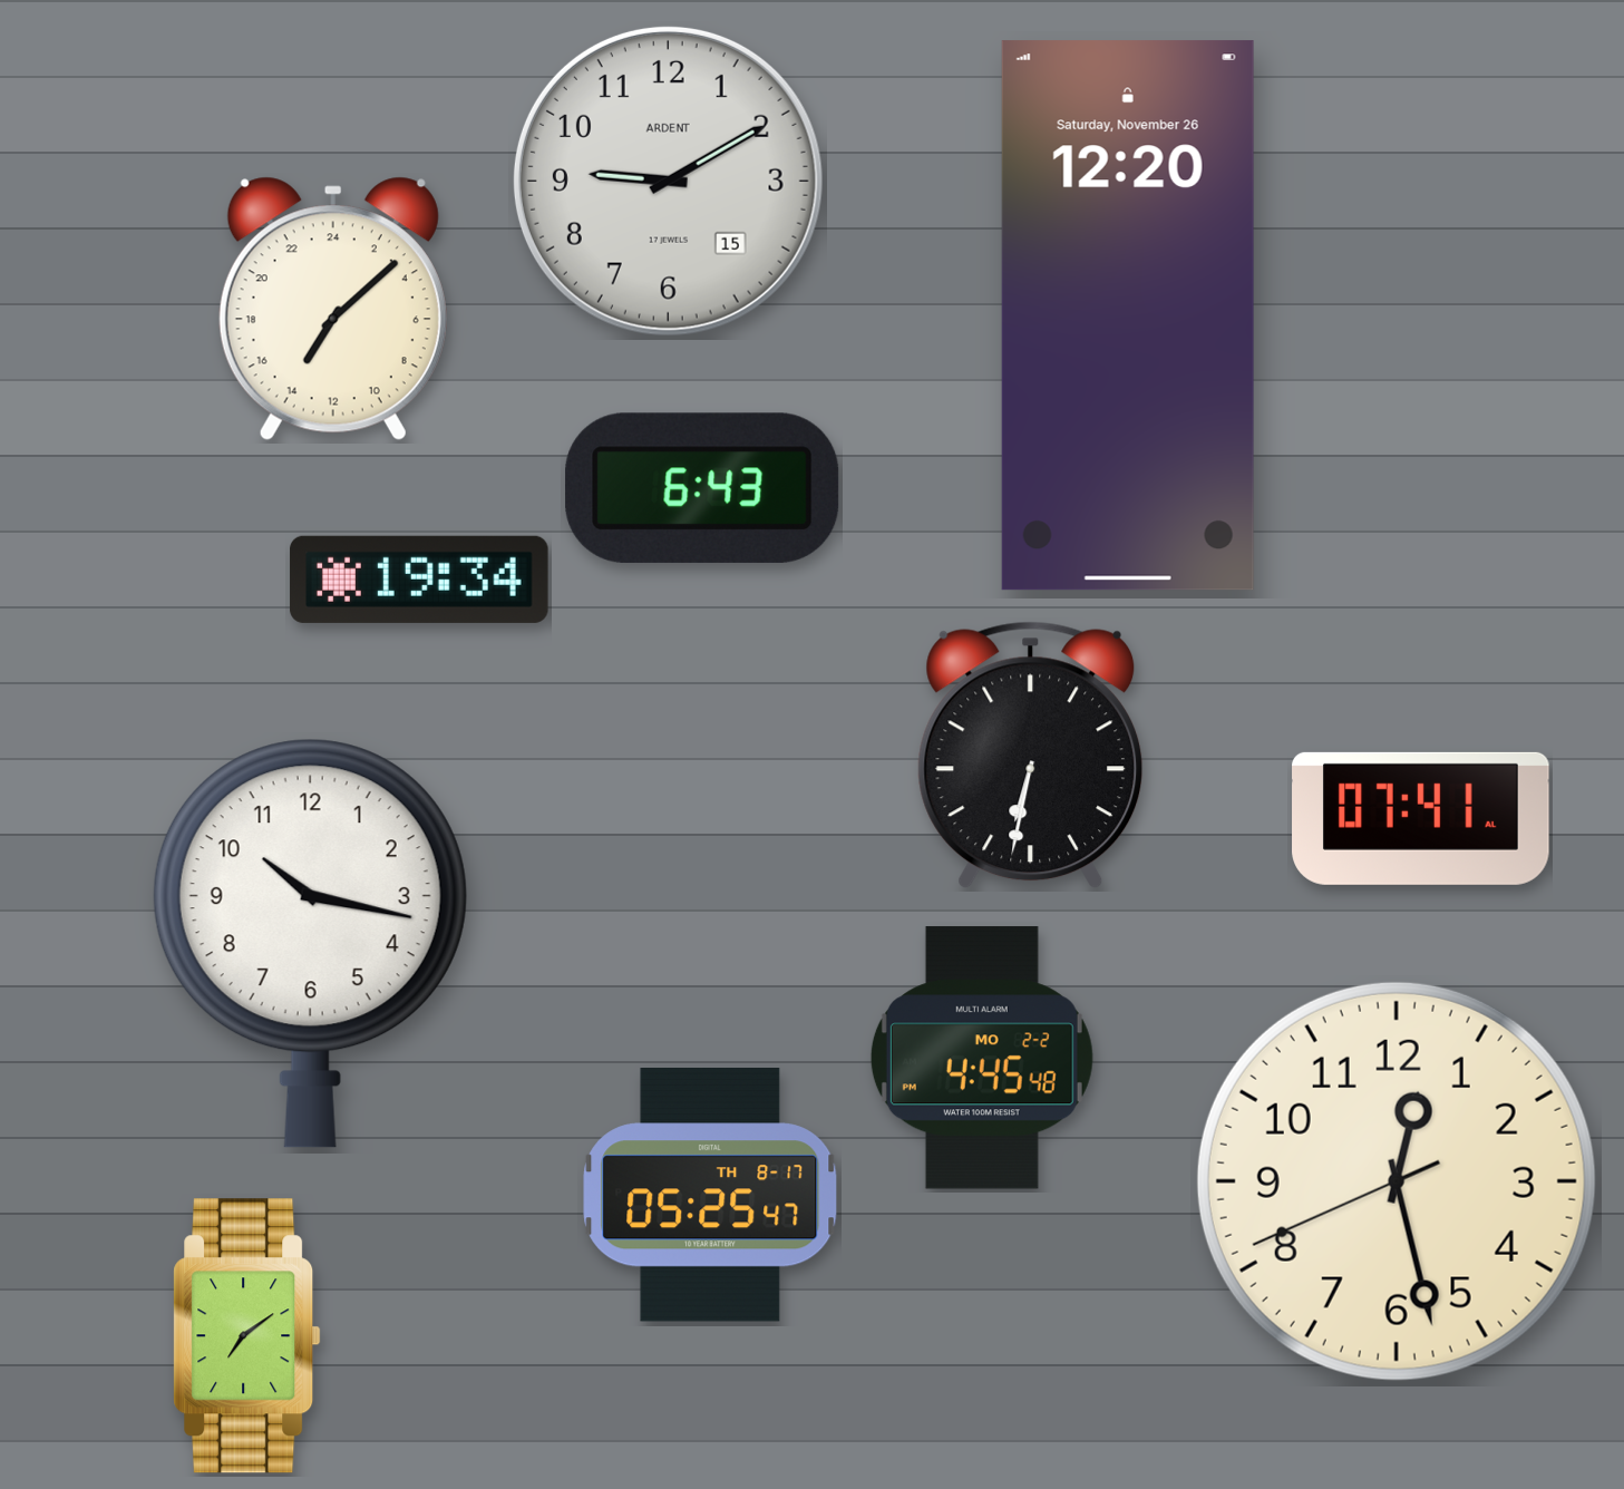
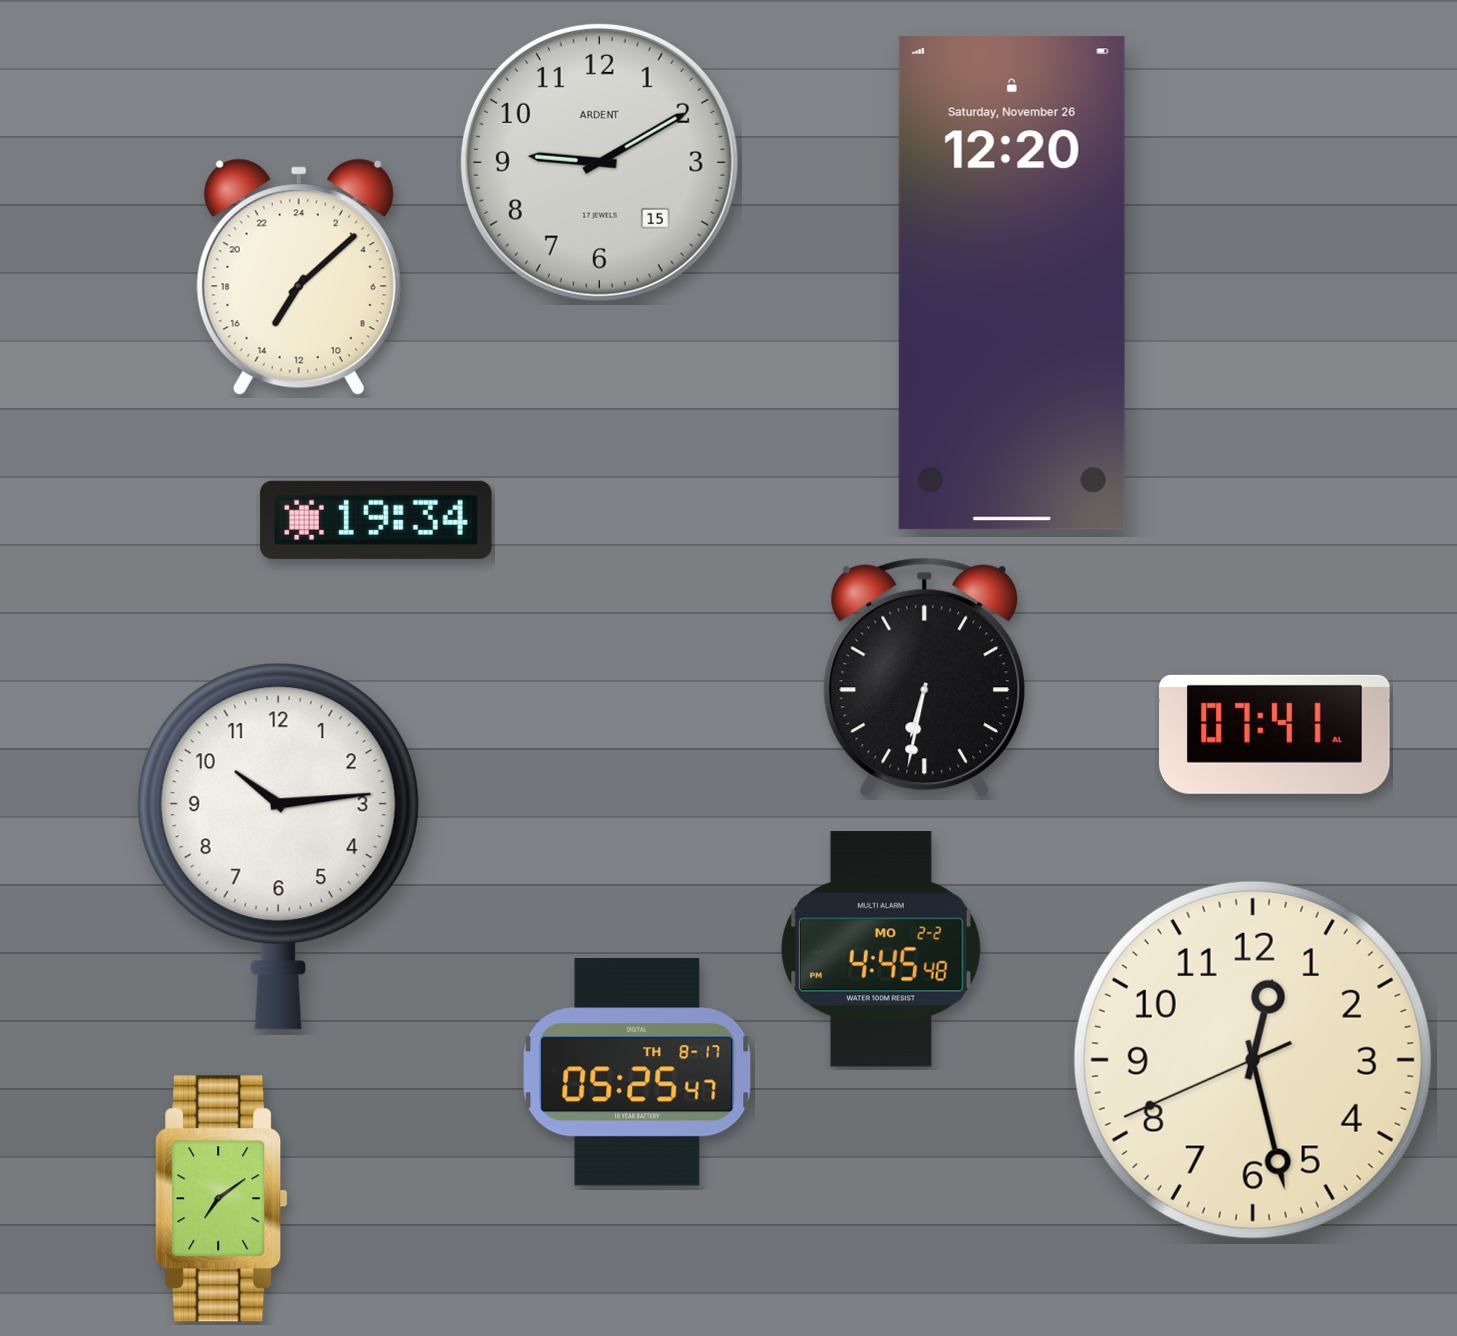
clock at (702, 488): 6:43 -> none
clock at (310, 943): 10:17 -> 10:14
